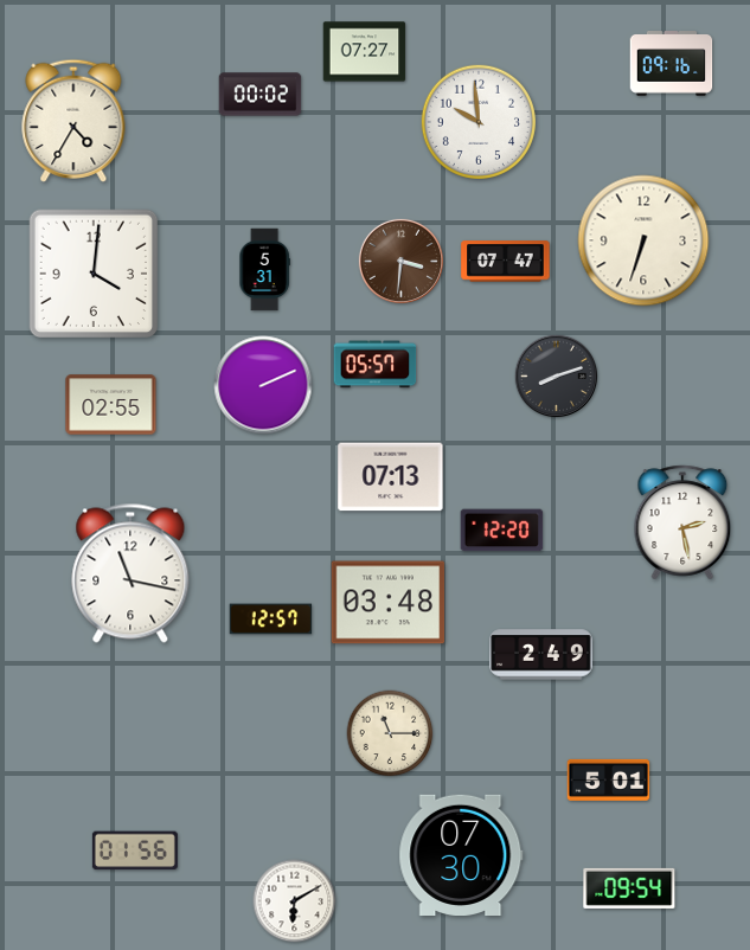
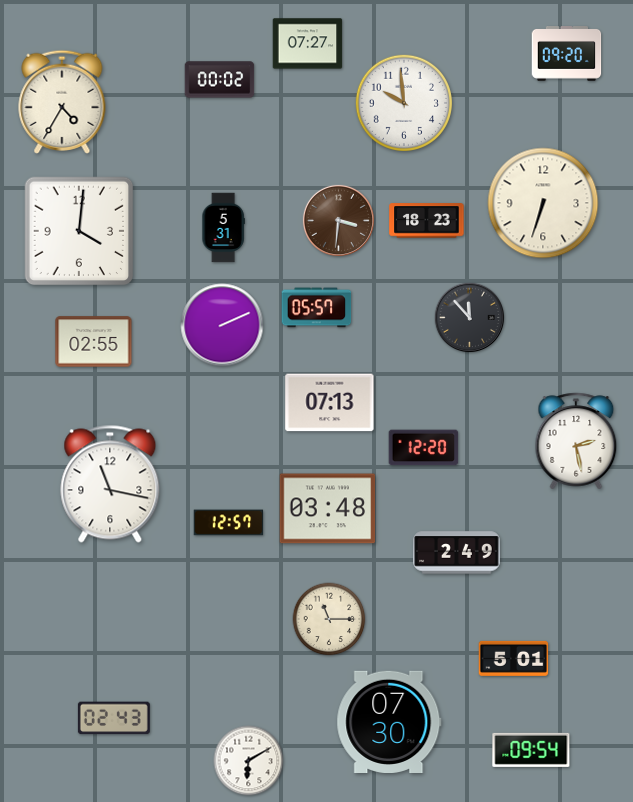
clock at (672, 64): 09:16 -> 09:20
clock at (506, 262): 07:47 -> 18:23
clock at (557, 377): 8:12 -> 11:53
clock at (135, 850): 01:56 -> 02:43
